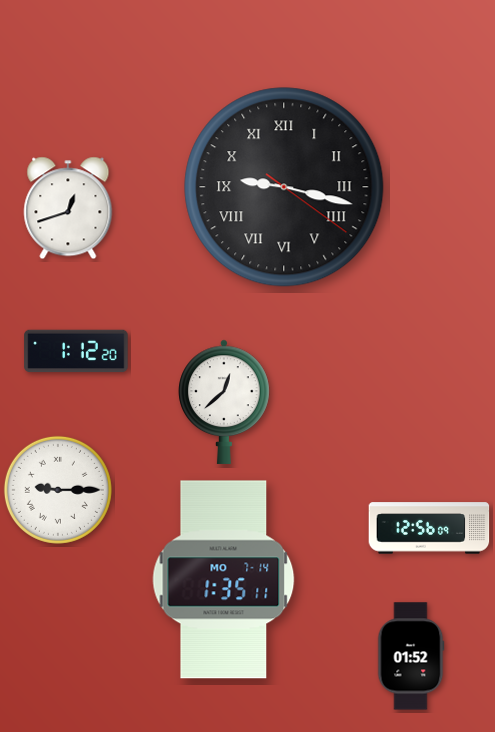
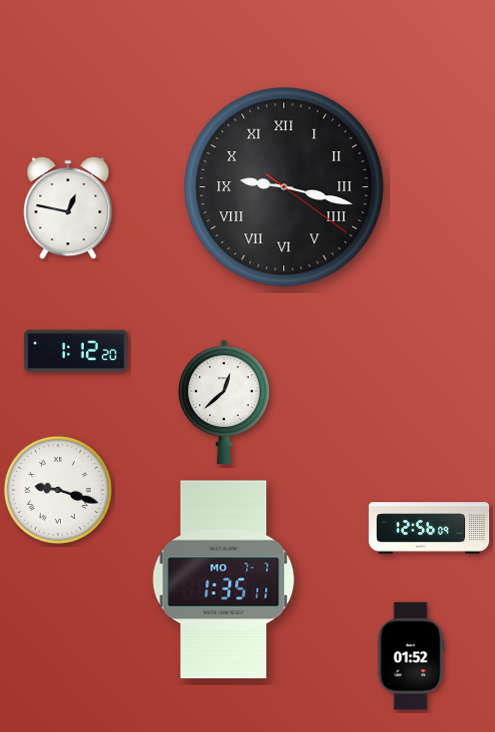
clock at (68, 208): 12:42 -> 12:47
clock at (58, 490): 9:15 -> 9:18
clock at (224, 580) date: MO 7-14 -> MO 7-7
